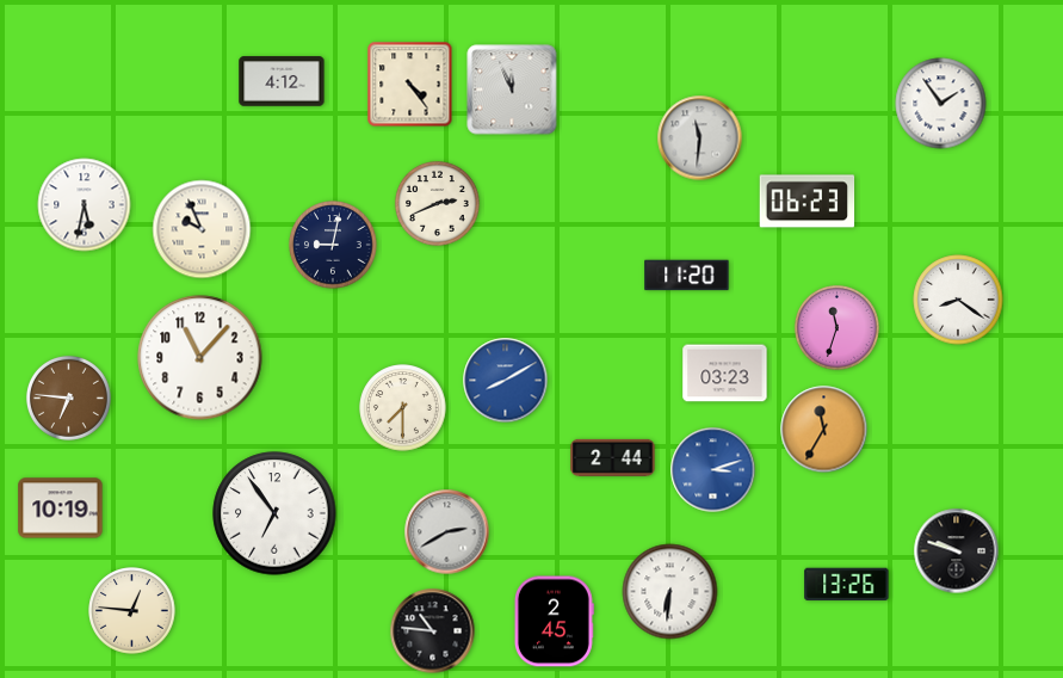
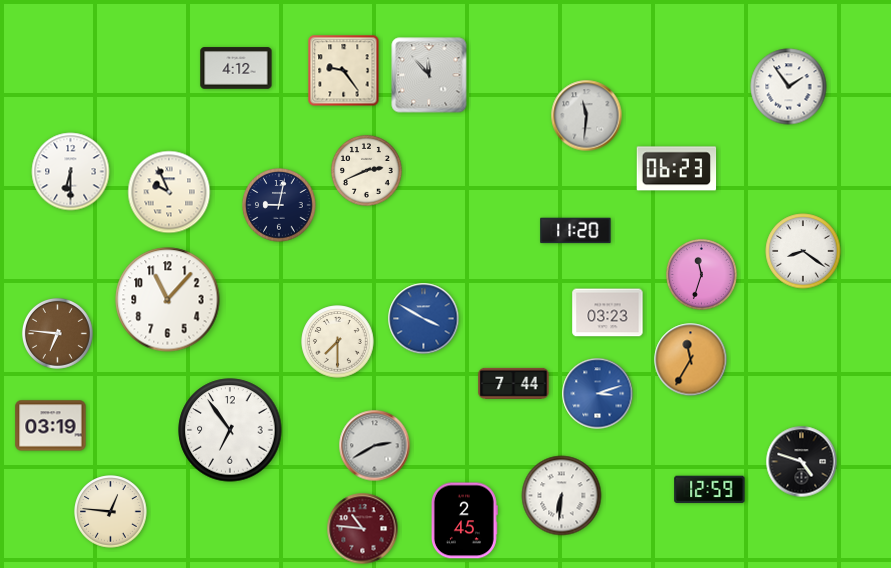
clock at (410, 85): 4:24 -> 9:24
clock at (512, 90): 11:56 -> 11:53
clock at (85, 205): 5:32 -> 6:30
clock at (506, 381): 8:10 -> 3:50
clock at (613, 457): 2:44 -> 7:44
clock at (61, 509): 10:19 -> 03:19
clock at (957, 551): 9:48 -> 4:48
clock at (847, 585): 13:26 -> 12:59
clock at (433, 631) dial: black -> burgundy
